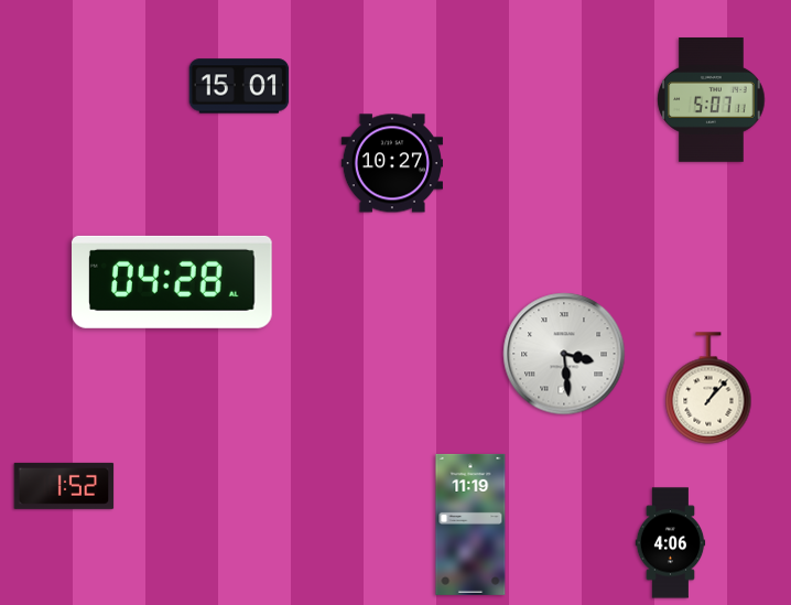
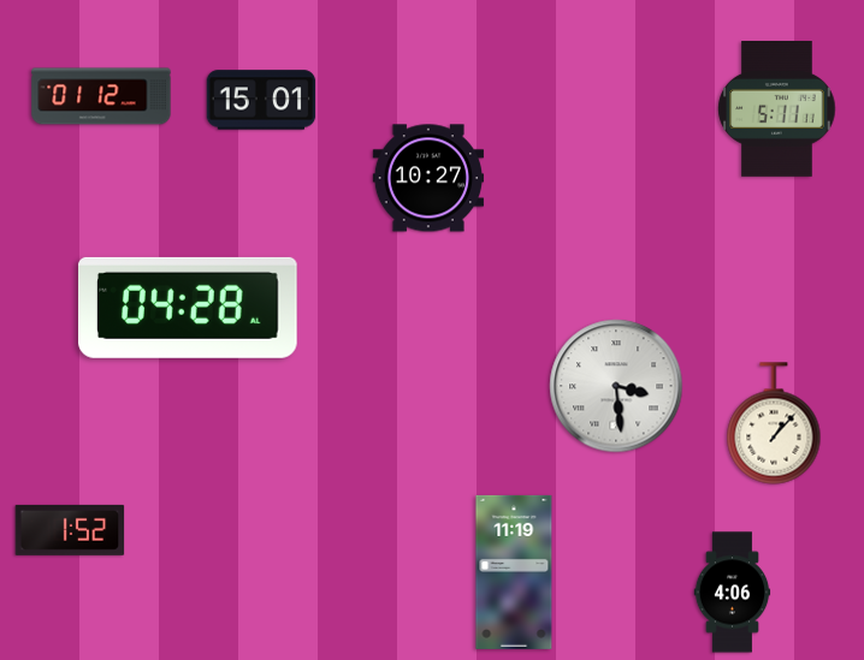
clock at (239, 86) position: (239, 86) -> (261, 100)
clock at (101, 96): none -> 01:12
clock at (712, 100): 5:07 -> 5:11
